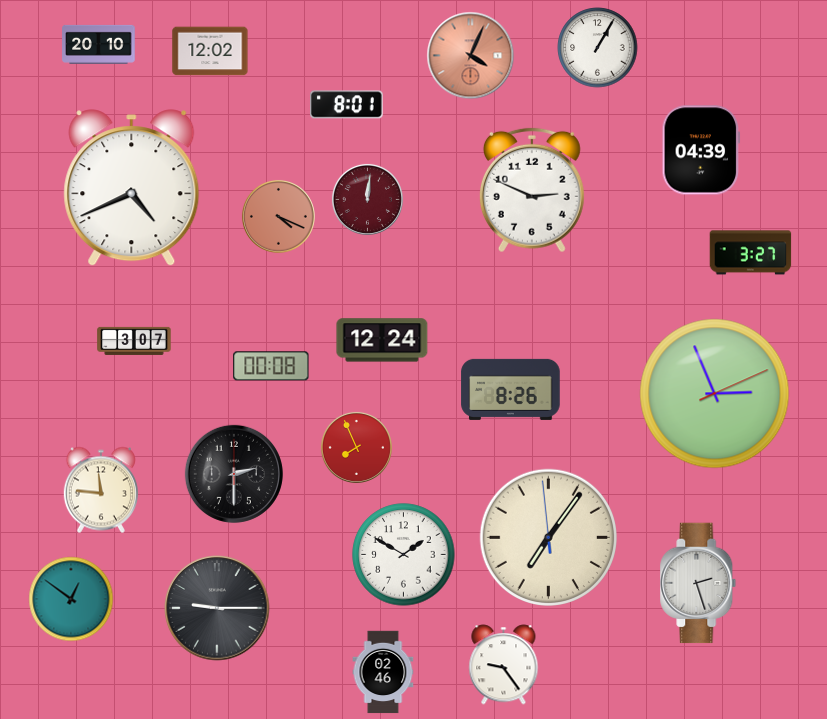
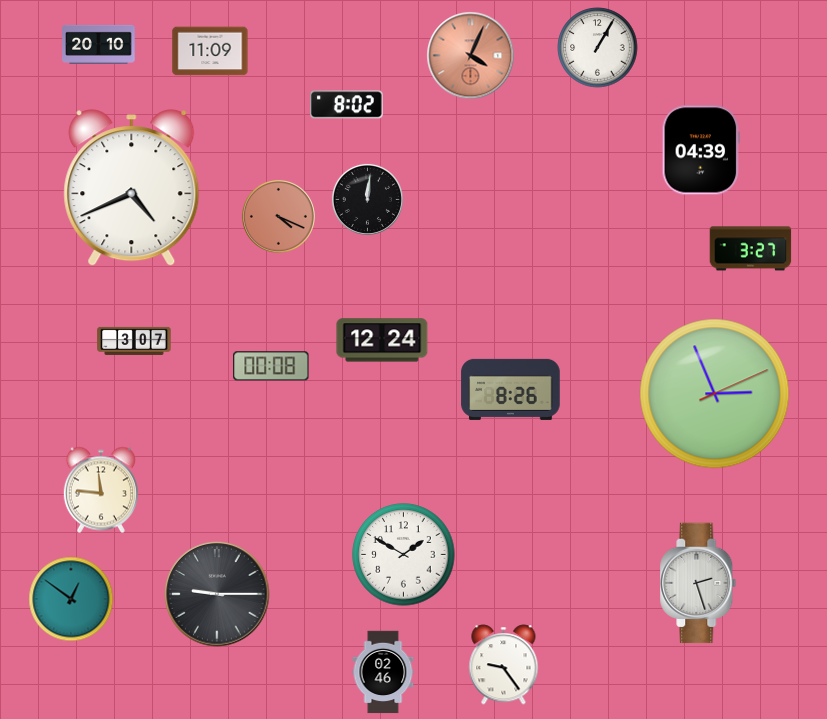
clock at (210, 51): 12:02 -> 11:09
clock at (347, 105): 8:01 -> 8:02
clock at (532, 190): 2:49 -> none
clock at (367, 199) dial: burgundy -> black
clock at (751, 253) position: (751, 253) -> (751, 249)
clock at (356, 447): 7:56 -> none
clock at (234, 474): 2:30 -> none
clock at (548, 537): 7:05 -> none
clock at (217, 608) position: (217, 608) -> (217, 594)
